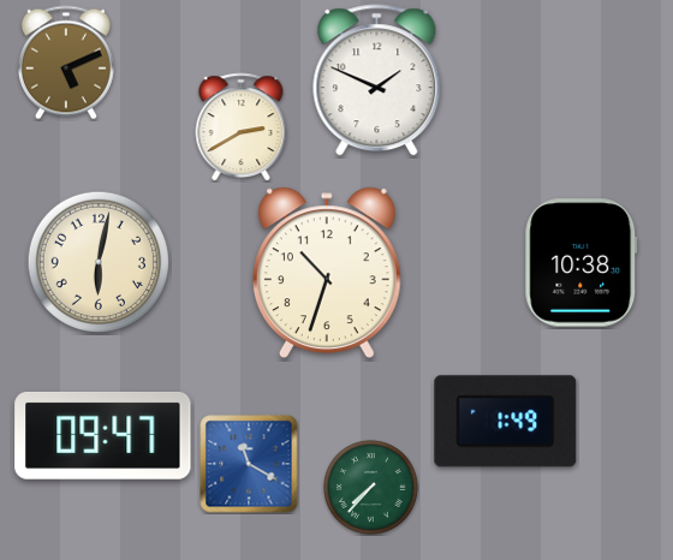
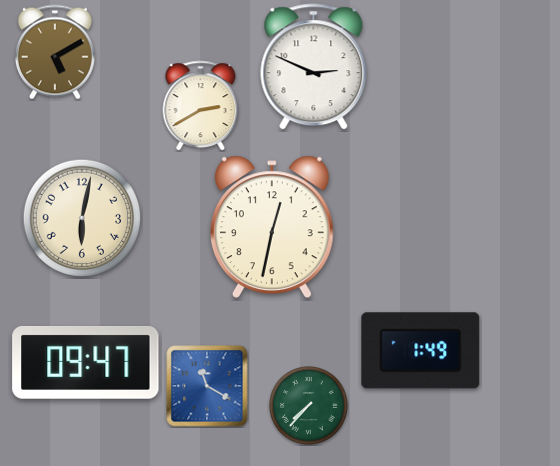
clock at (66, 62): 5:11 -> 5:10
clock at (377, 81): 1:49 -> 2:49
clock at (582, 263): 10:38 -> none
clock at (327, 272): 10:33 -> 12:32
